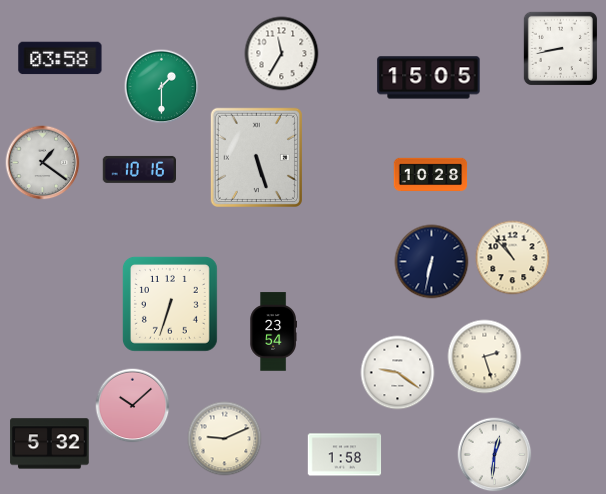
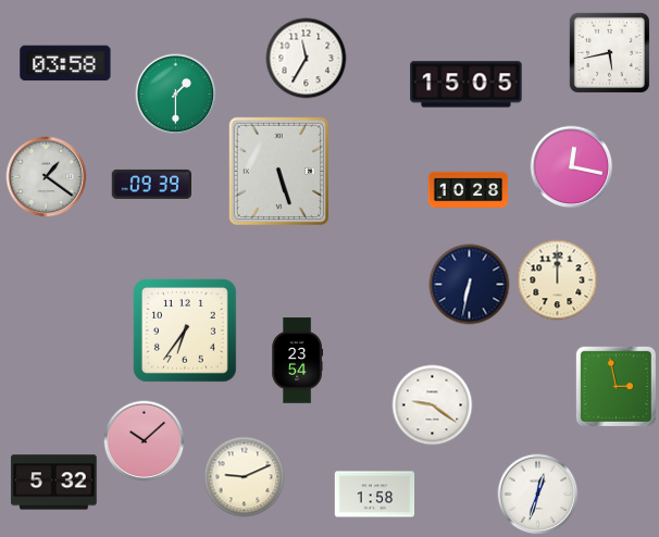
clock at (560, 48): 8:43 -> 5:43
clock at (572, 167): none -> 12:17
clock at (139, 169): 10:16 -> 09:39
clock at (513, 258): 10:53 -> 12:00
clock at (170, 304): 6:33 -> 6:36
clock at (616, 386): none -> 2:58
clock at (485, 357): 2:27 -> none
clock at (495, 455): 12:31 -> 12:33
